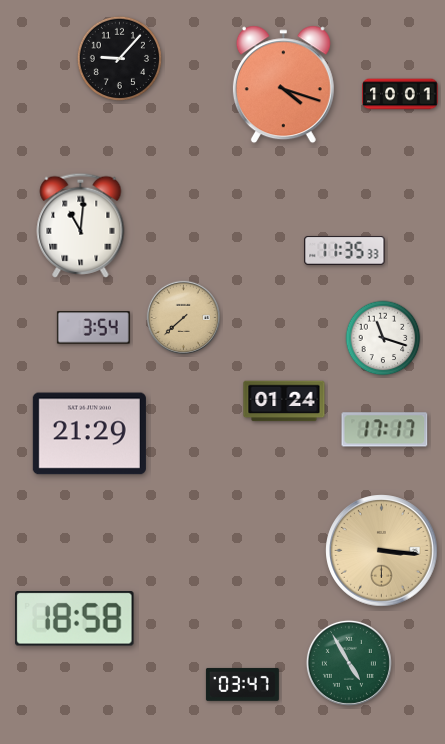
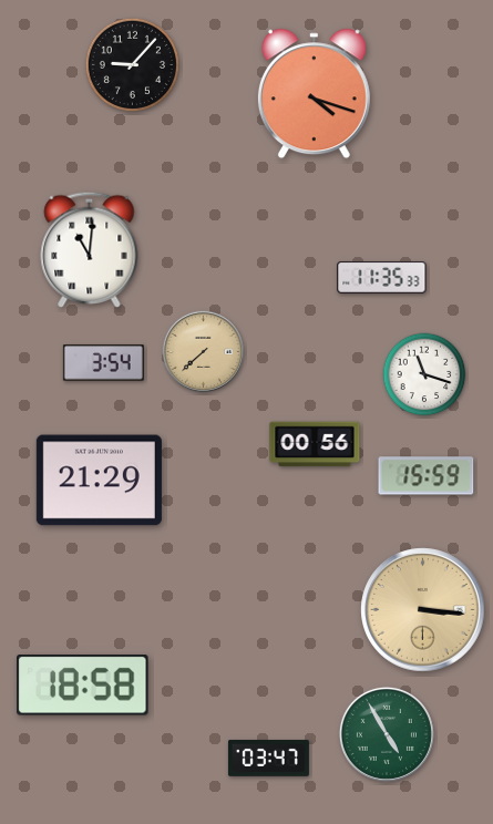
clock at (400, 94): 10:01 -> none
clock at (284, 401): 01:24 -> 00:56
clock at (385, 430): 17:17 -> 15:59
